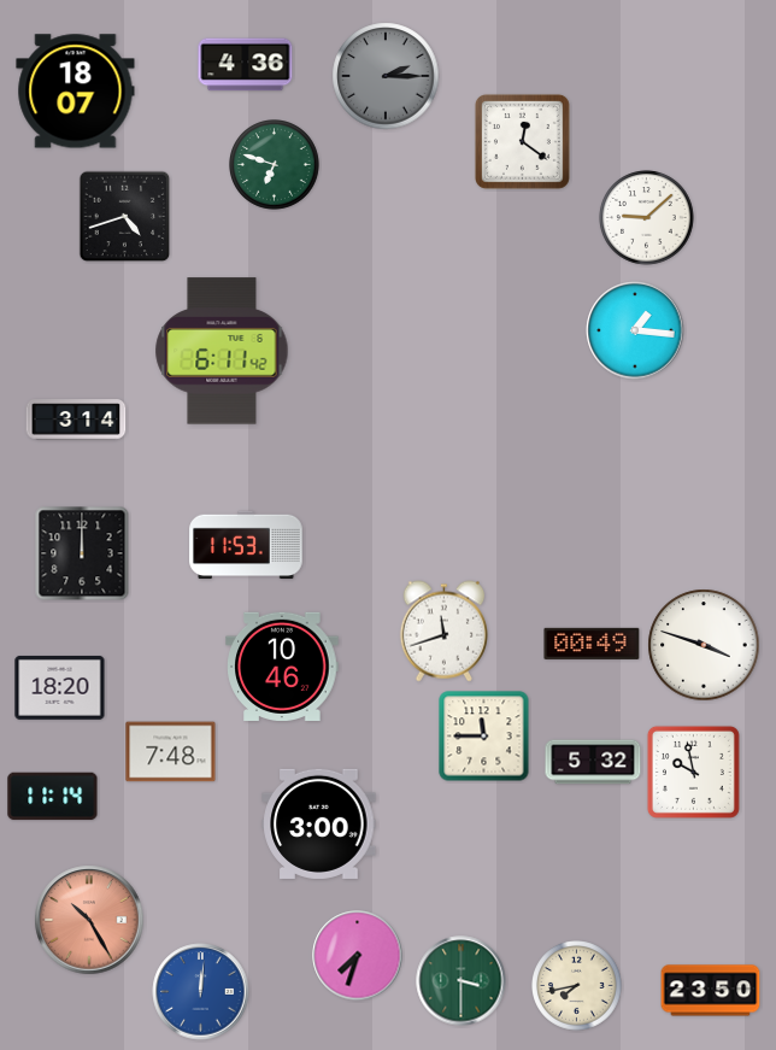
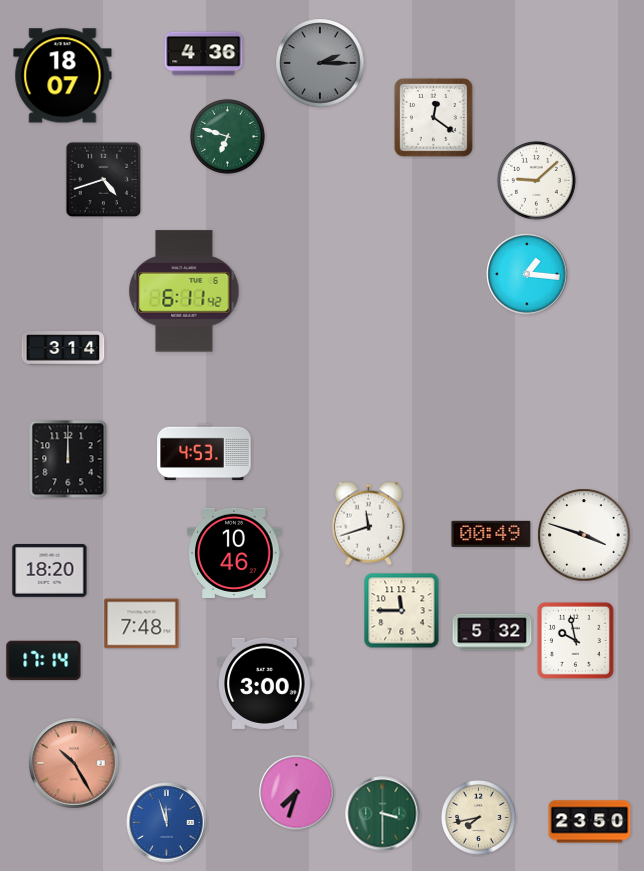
clock at (246, 545): 11:53 -> 4:53
clock at (53, 797): 11:14 -> 17:14
clock at (201, 992): 12:01 -> 11:57
